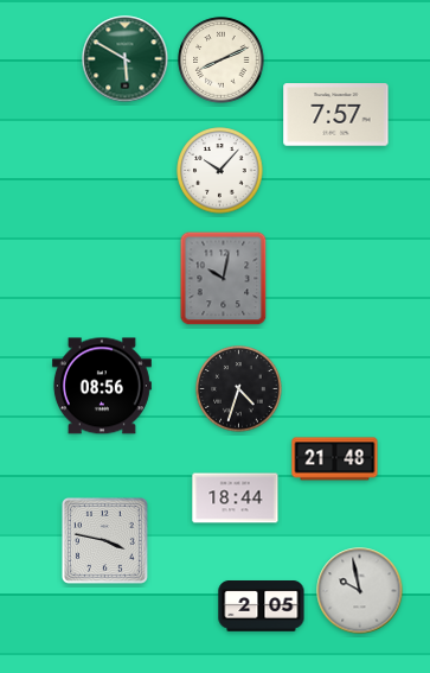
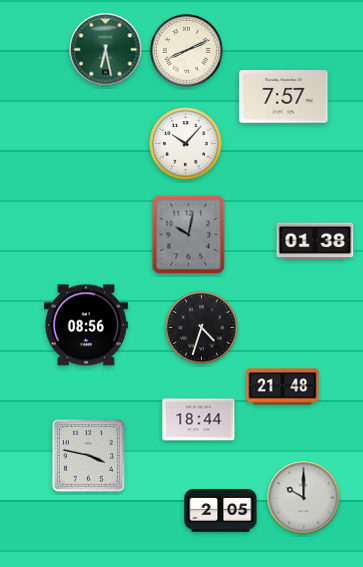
clock at (126, 59): 5:50 -> 6:28
clock at (315, 241): none -> 01:38
clock at (360, 591): 9:58 -> 10:00
